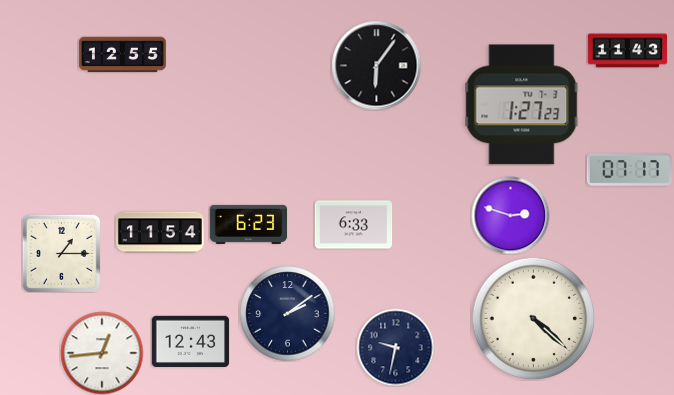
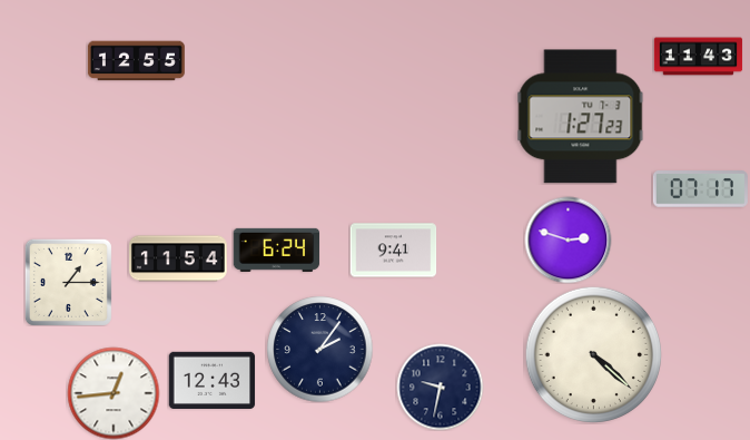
clock at (376, 65): 6:06 -> none
clock at (248, 224): 6:23 -> 6:24
clock at (353, 225): 6:33 -> 9:41
clock at (287, 313): 2:09 -> 2:06
